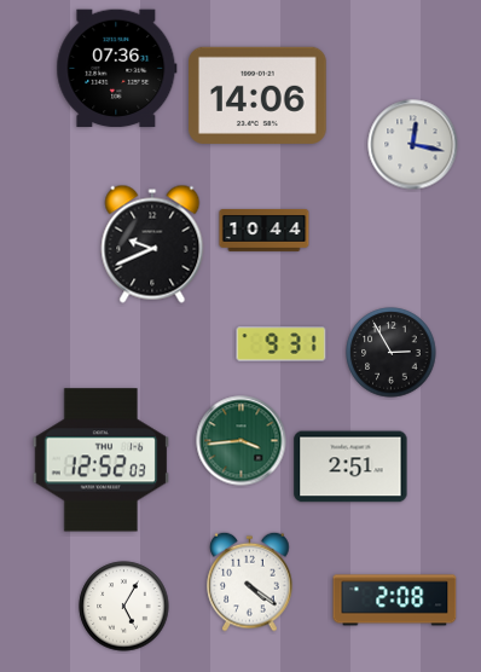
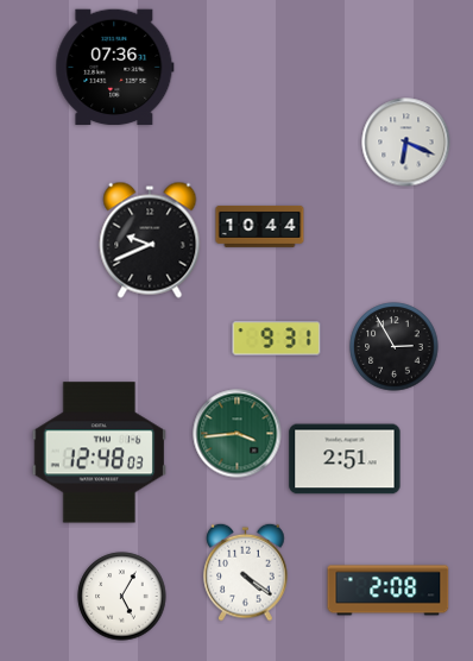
clock at (259, 95): 14:06 -> none
clock at (413, 145): 12:17 -> 6:19
clock at (392, 353) position: (392, 353) -> (395, 347)
clock at (100, 460): 12:52 -> 12:48
